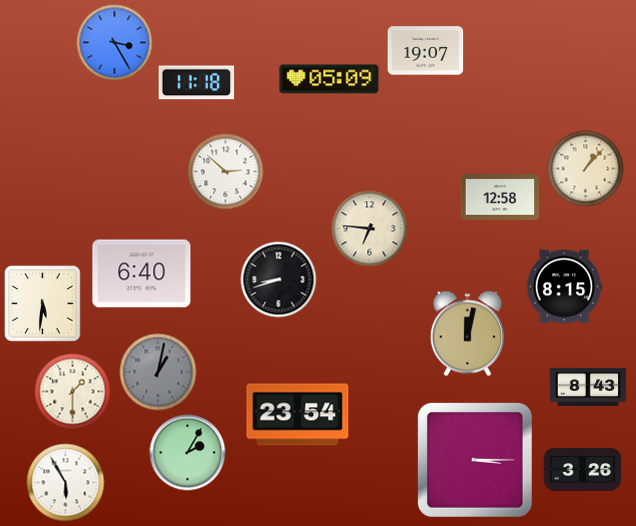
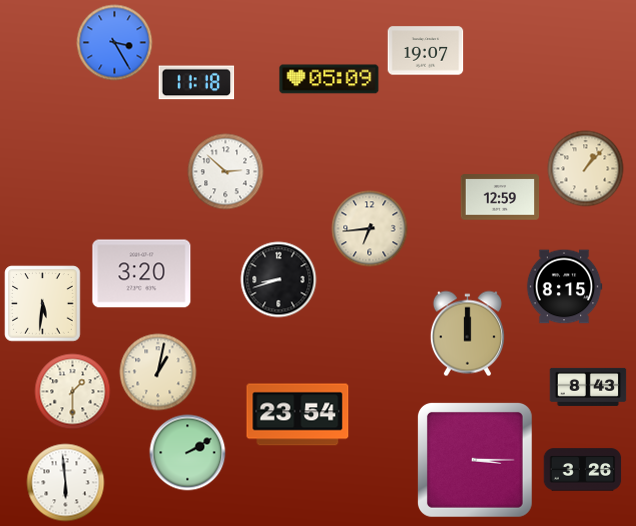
clock at (500, 197): 12:58 -> 12:59
clock at (370, 229): 6:46 -> 6:44
clock at (142, 274): 6:40 -> 3:20
clock at (467, 334): 12:02 -> 12:00
clock at (158, 372) dial: grey -> cream
clock at (188, 453): 2:05 -> 2:10
clock at (66, 483): 5:55 -> 5:59
